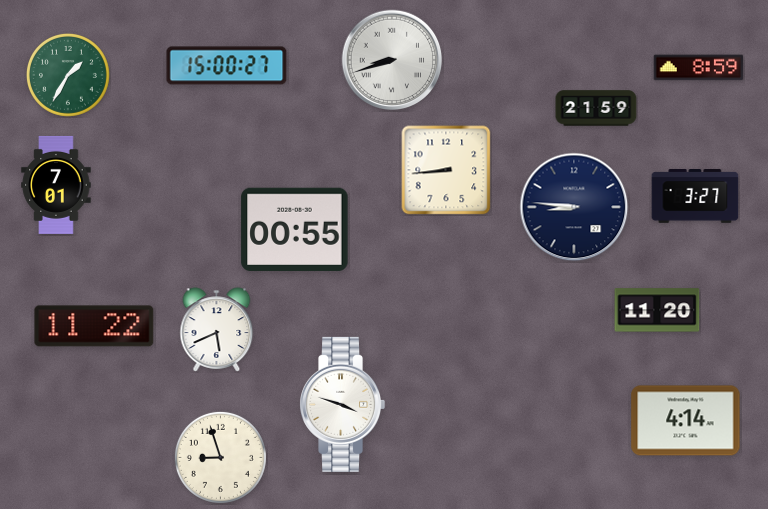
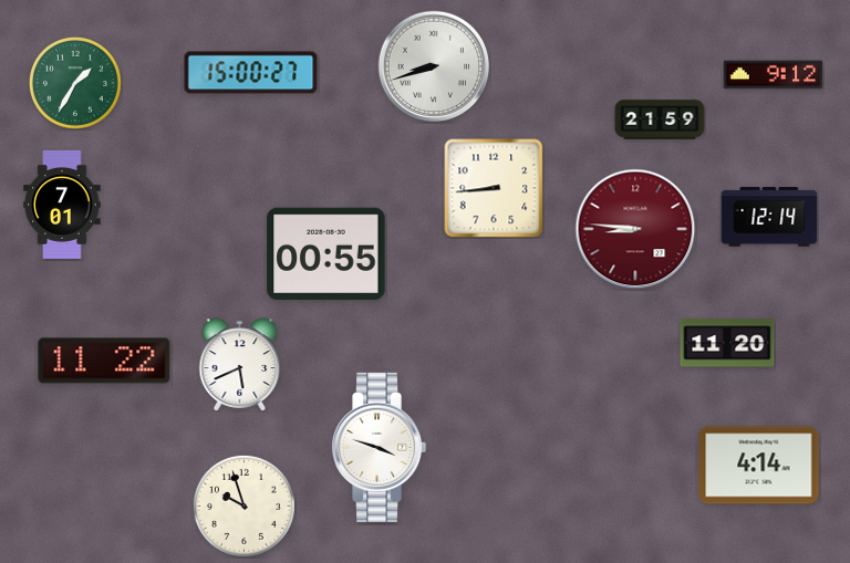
clock at (699, 68): 8:59 -> 9:12
clock at (695, 197): 3:27 -> 12:14
clock at (574, 207) dial: navy -> burgundy
clock at (220, 457): 8:57 -> 9:57
